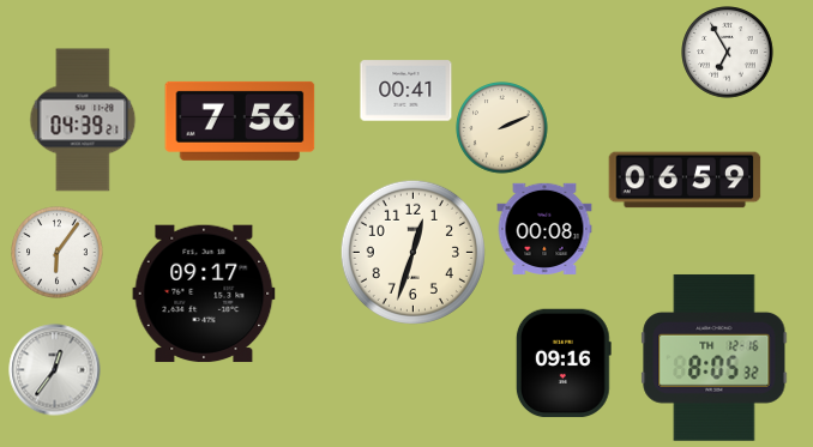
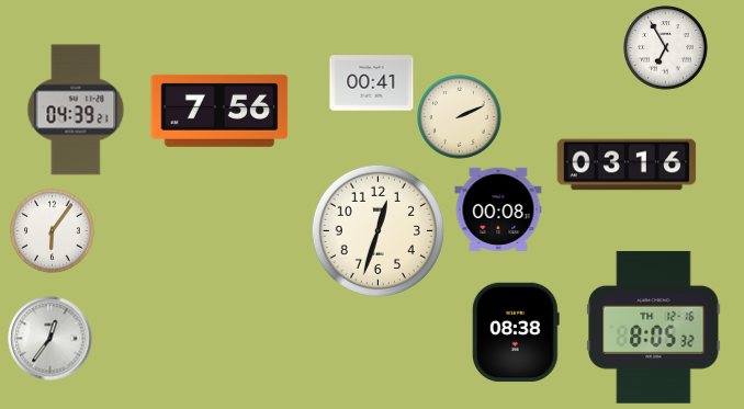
clock at (685, 180): 06:59 -> 03:16
clock at (204, 294): 09:17 -> none
clock at (564, 363): 09:16 -> 08:38
